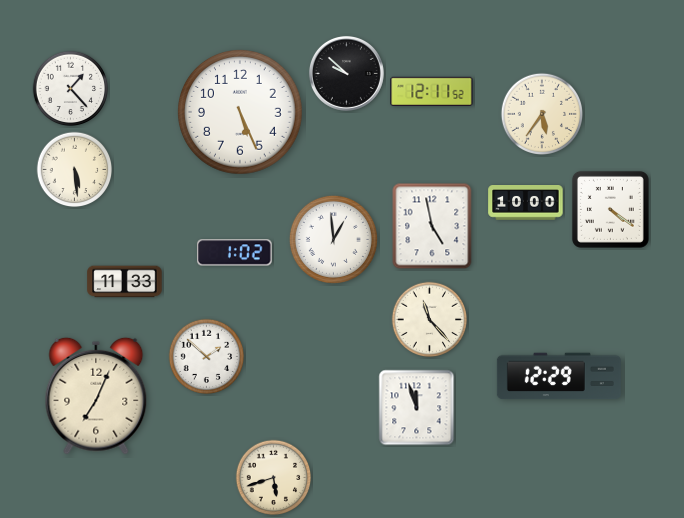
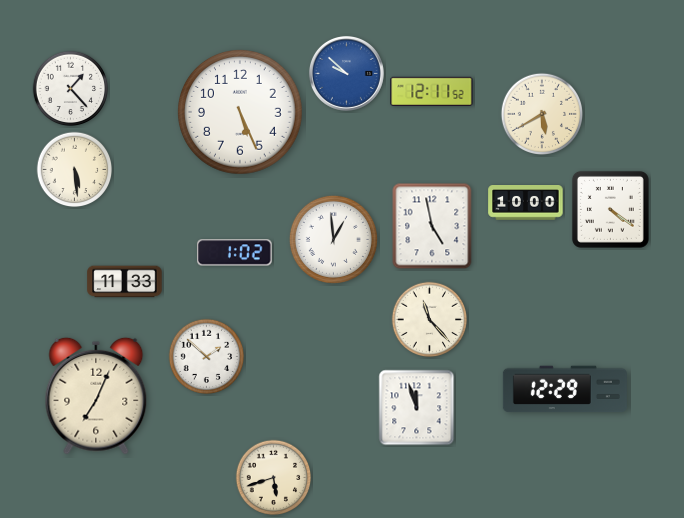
clock at (346, 73) dial: black -> blue
clock at (541, 113): 5:36 -> 5:40
clock at (559, 376) position: (559, 376) -> (565, 389)
